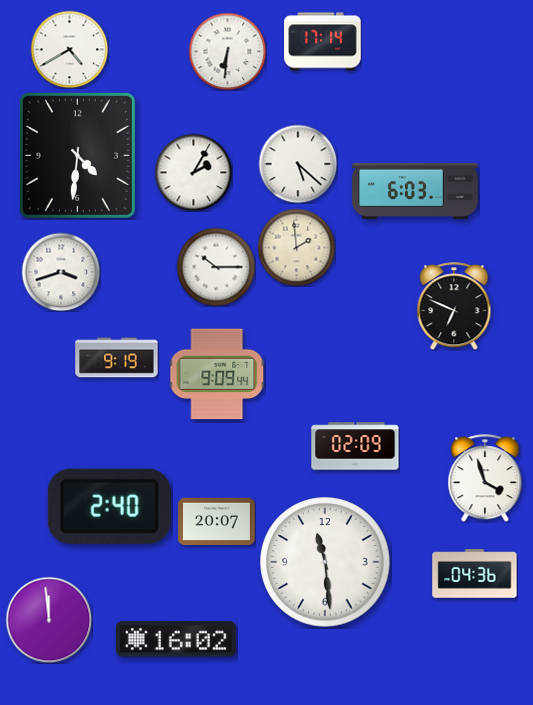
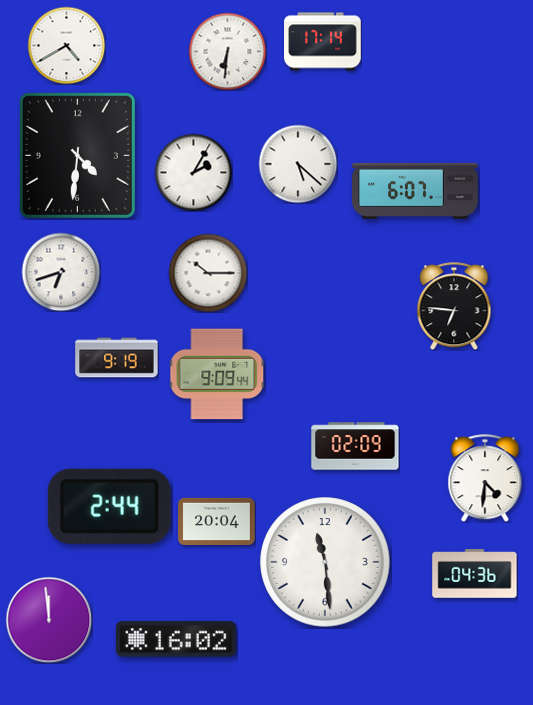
clock at (69, 49) position: (69, 49) -> (66, 45)
clock at (415, 191): 6:03 -> 6:07
clock at (296, 247): 1:59 -> none
clock at (216, 267) position: (216, 267) -> (208, 273)
clock at (61, 272): 3:42 -> 6:42
clock at (454, 306): 6:49 -> 6:46
clock at (485, 478): 3:57 -> 4:31
clock at (109, 506): 2:40 -> 2:44
clock at (217, 521): 20:07 -> 20:04
